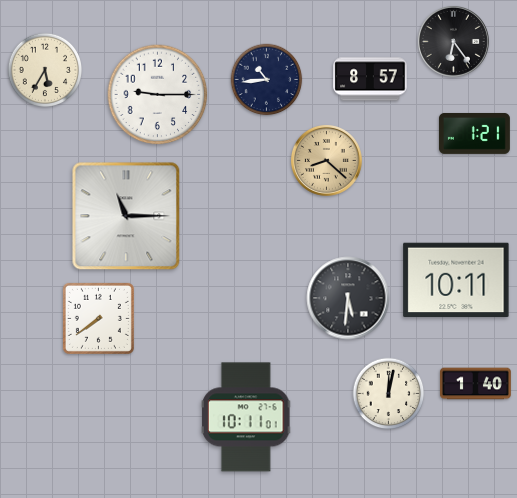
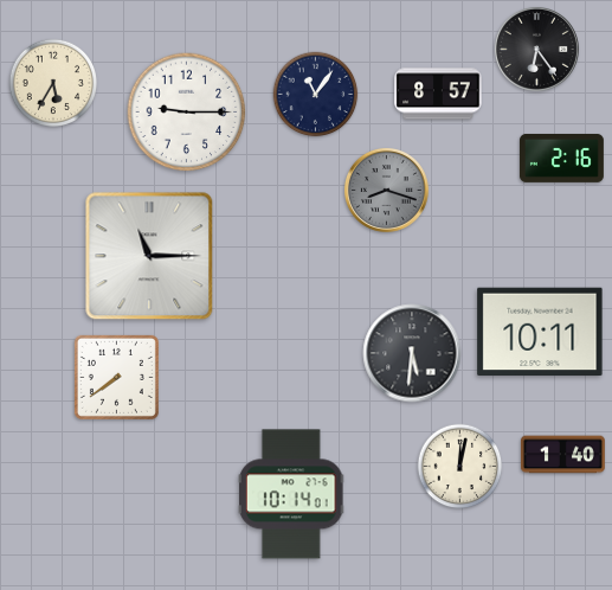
clock at (267, 80): 10:44 -> 11:06
clock at (474, 133): 1:21 -> 2:16
clock at (326, 160): 8:22 -> 8:18
clock at (326, 160) dial: champagne -> grey
clock at (246, 417): 10:11 -> 10:14
